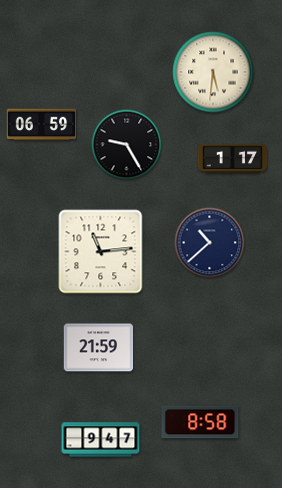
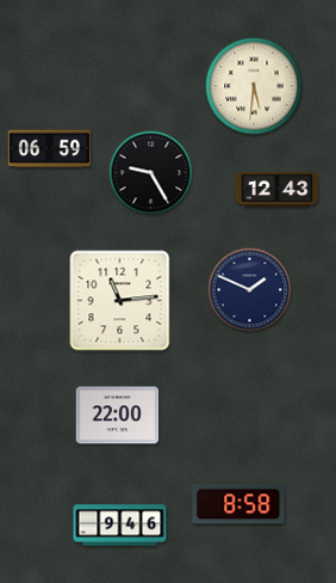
clock at (233, 159): 1:17 -> 12:43
clock at (210, 243): 10:38 -> 1:49
clock at (99, 348): 21:59 -> 22:00
clock at (101, 440): 9:47 -> 9:46
